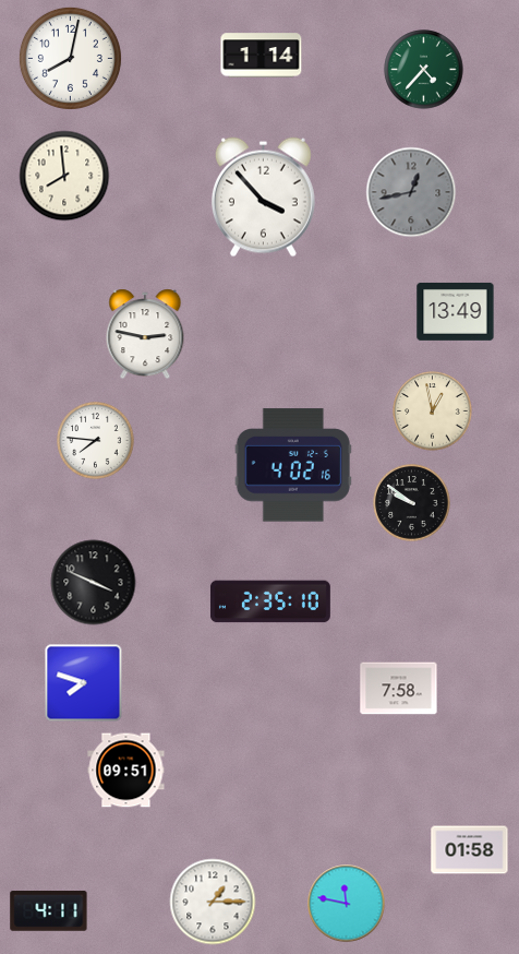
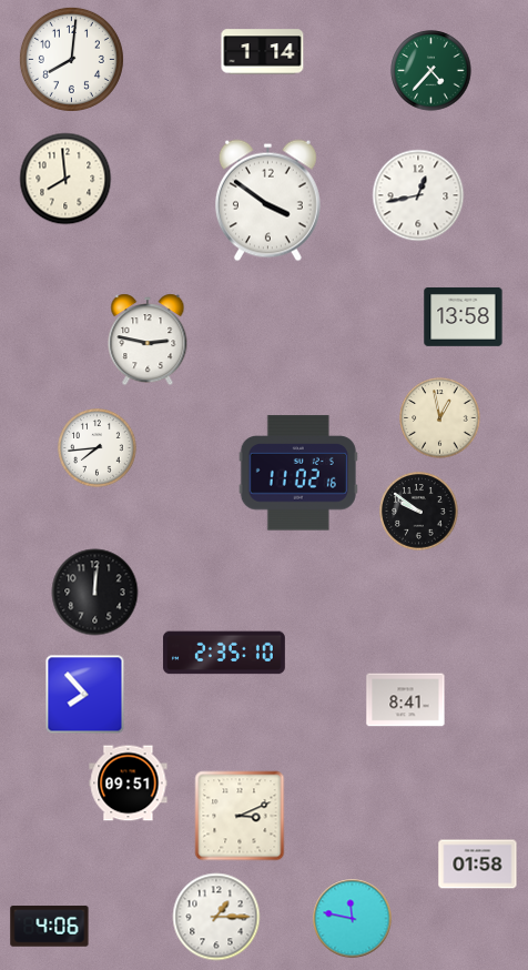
clock at (262, 56) position: (262, 56) -> (263, 52)
clock at (70, 58): 8:02 -> 8:01
clock at (411, 192) dial: grey -> white
clock at (263, 198): 3:53 -> 3:51
clock at (456, 311): 13:49 -> 13:58
clock at (96, 441): 7:46 -> 7:44
clock at (293, 465): 4:02 -> 11:02
clock at (94, 583): 3:49 -> 12:01
clock at (270, 601) position: (270, 601) -> (224, 653)
clock at (84, 683): 7:48 -> 7:53
clock at (399, 689): 7:58 -> 8:41
clock at (240, 816): none -> 3:11
clock at (49, 911): 4:11 -> 4:06
